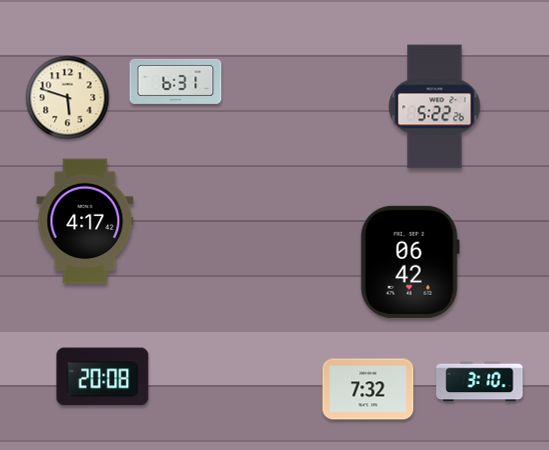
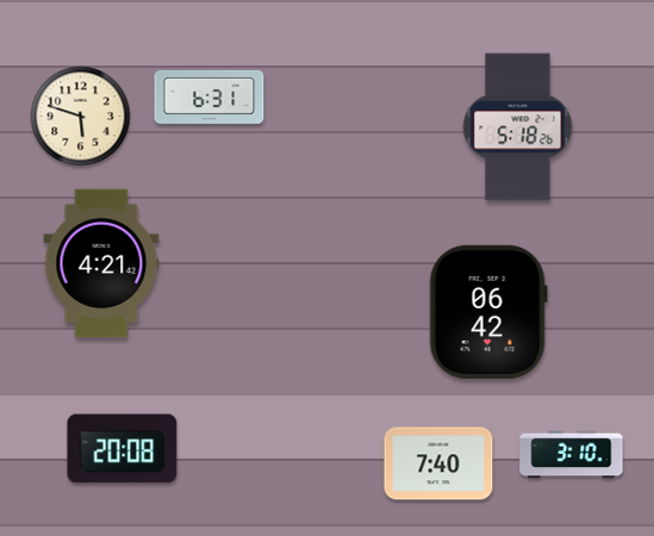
clock at (435, 107): 5:22 -> 5:18
clock at (85, 221): 4:17 -> 4:21
clock at (368, 389): 7:32 -> 7:40
